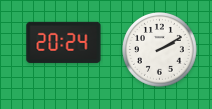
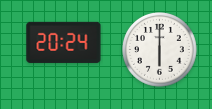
clock at (160, 50): 2:10 -> 6:00
